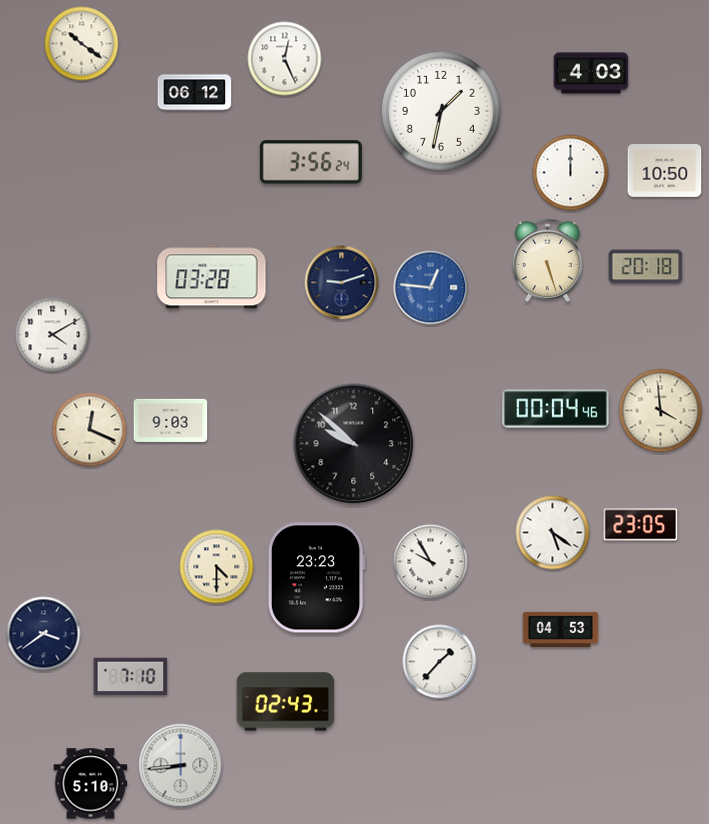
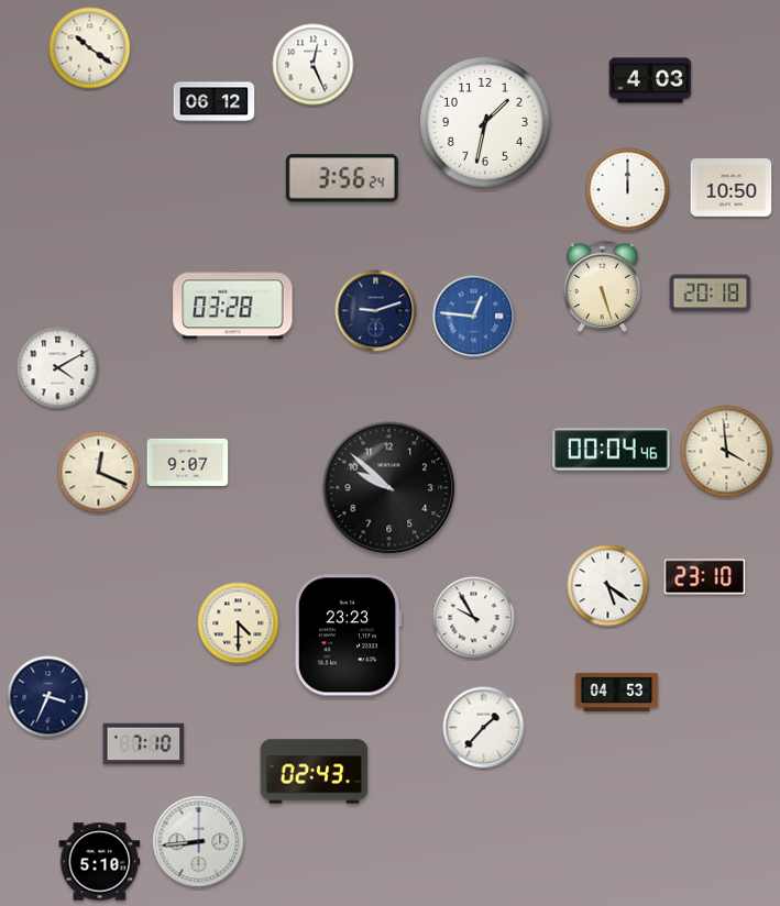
clock at (171, 420): 9:03 -> 9:07
clock at (641, 525): 23:05 -> 23:10
clock at (44, 634): 3:39 -> 3:34
